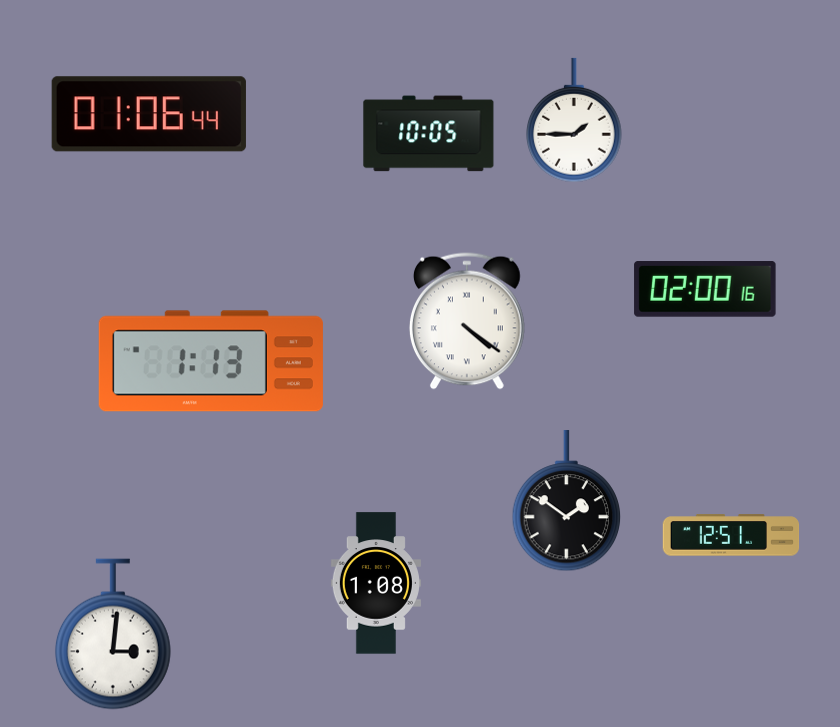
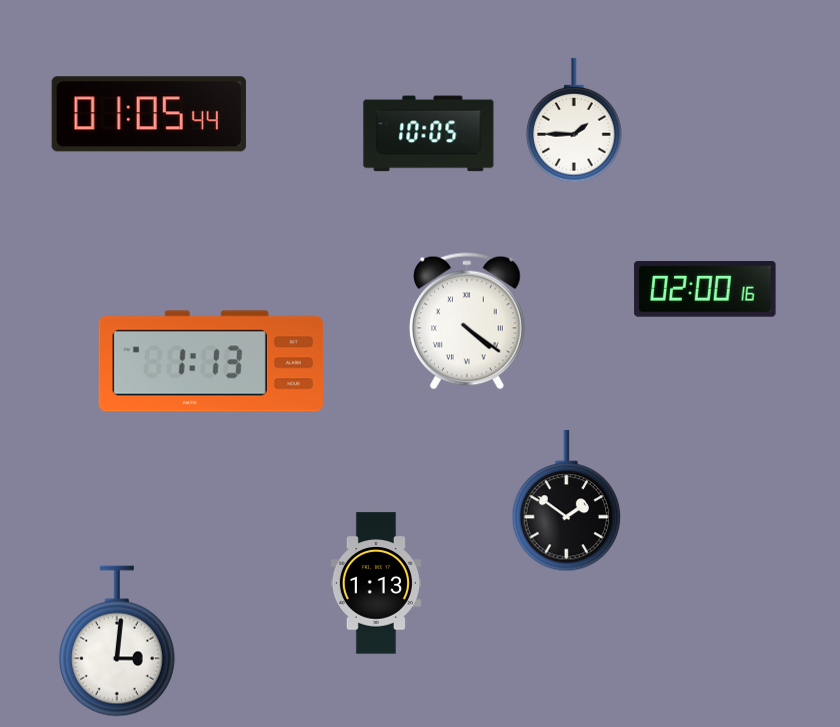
clock at (149, 114): 01:06 -> 01:05
clock at (731, 535): 12:51 -> none
clock at (376, 583): 1:08 -> 1:13
clock at (113, 634) position: (113, 634) -> (117, 641)
